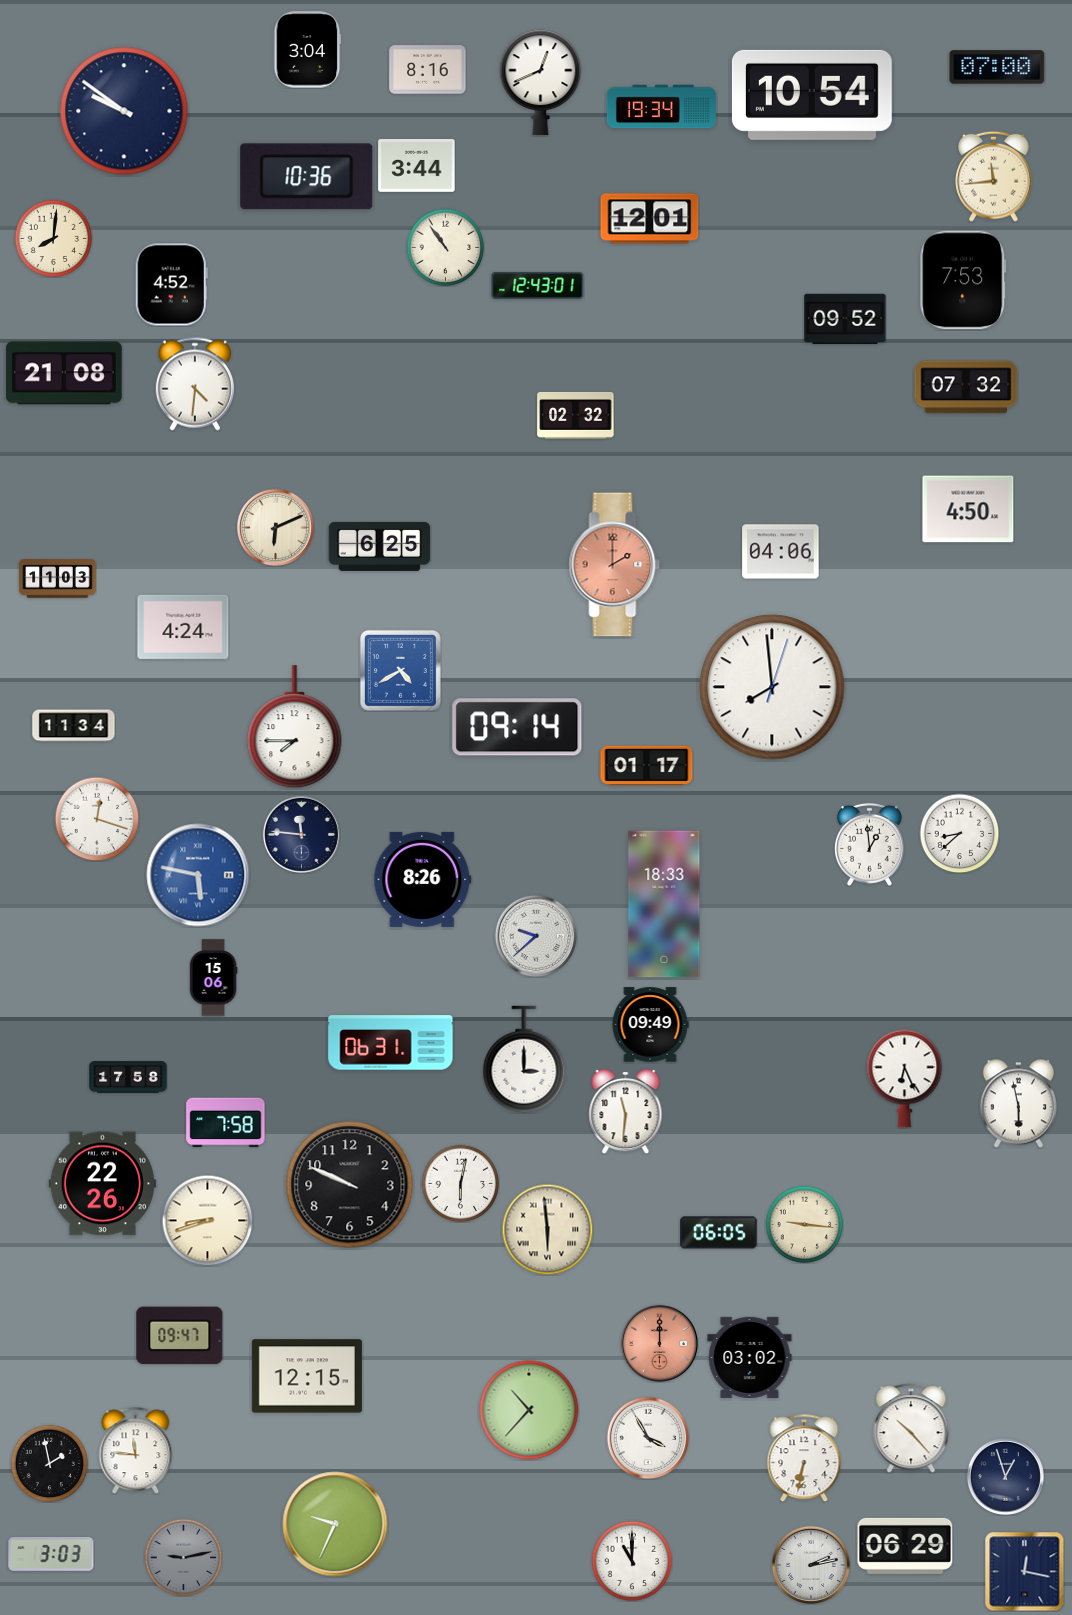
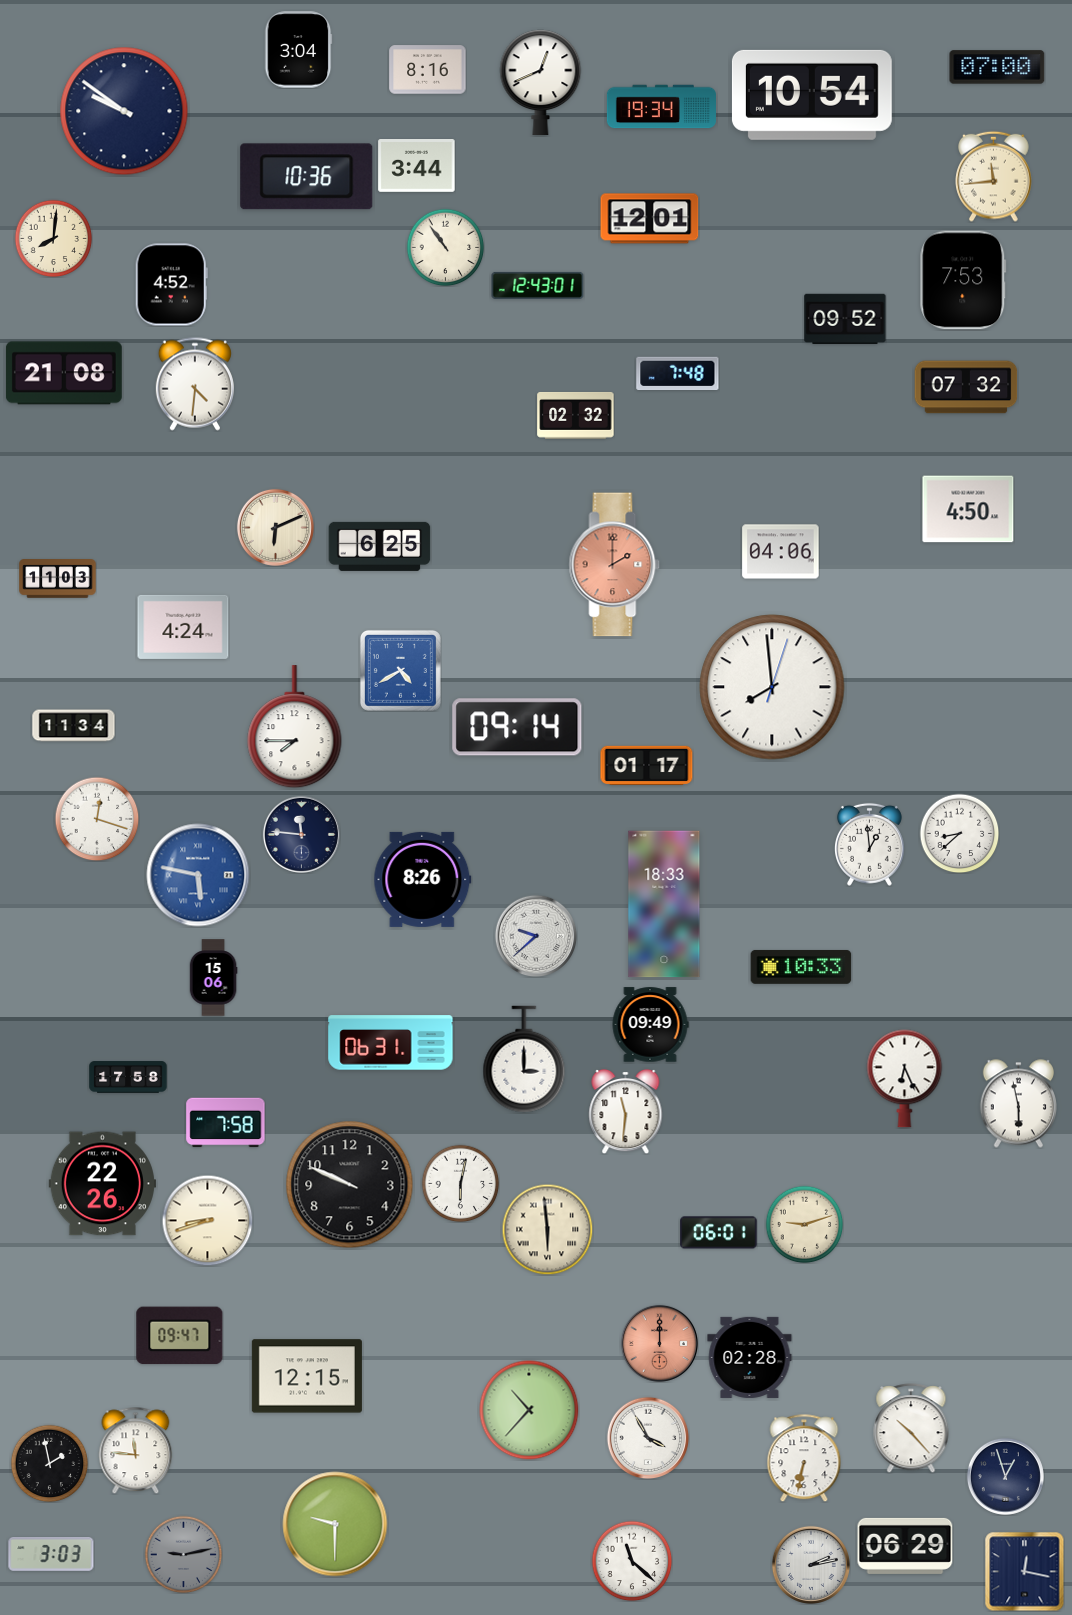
clock at (307, 50) position: (307, 50) -> (298, 50)
clock at (678, 374): none -> 7:48
clock at (801, 967): none -> 10:33
clock at (804, 1224): 9:16 -> 9:12
clock at (719, 1233): 06:05 -> 06:01
clock at (750, 1357): 03:02 -> 02:28
clock at (335, 1524): 9:34 -> 9:30
clock at (183, 1557) position: (183, 1557) -> (183, 1554)
clock at (632, 1561): 11:00 -> 11:22
